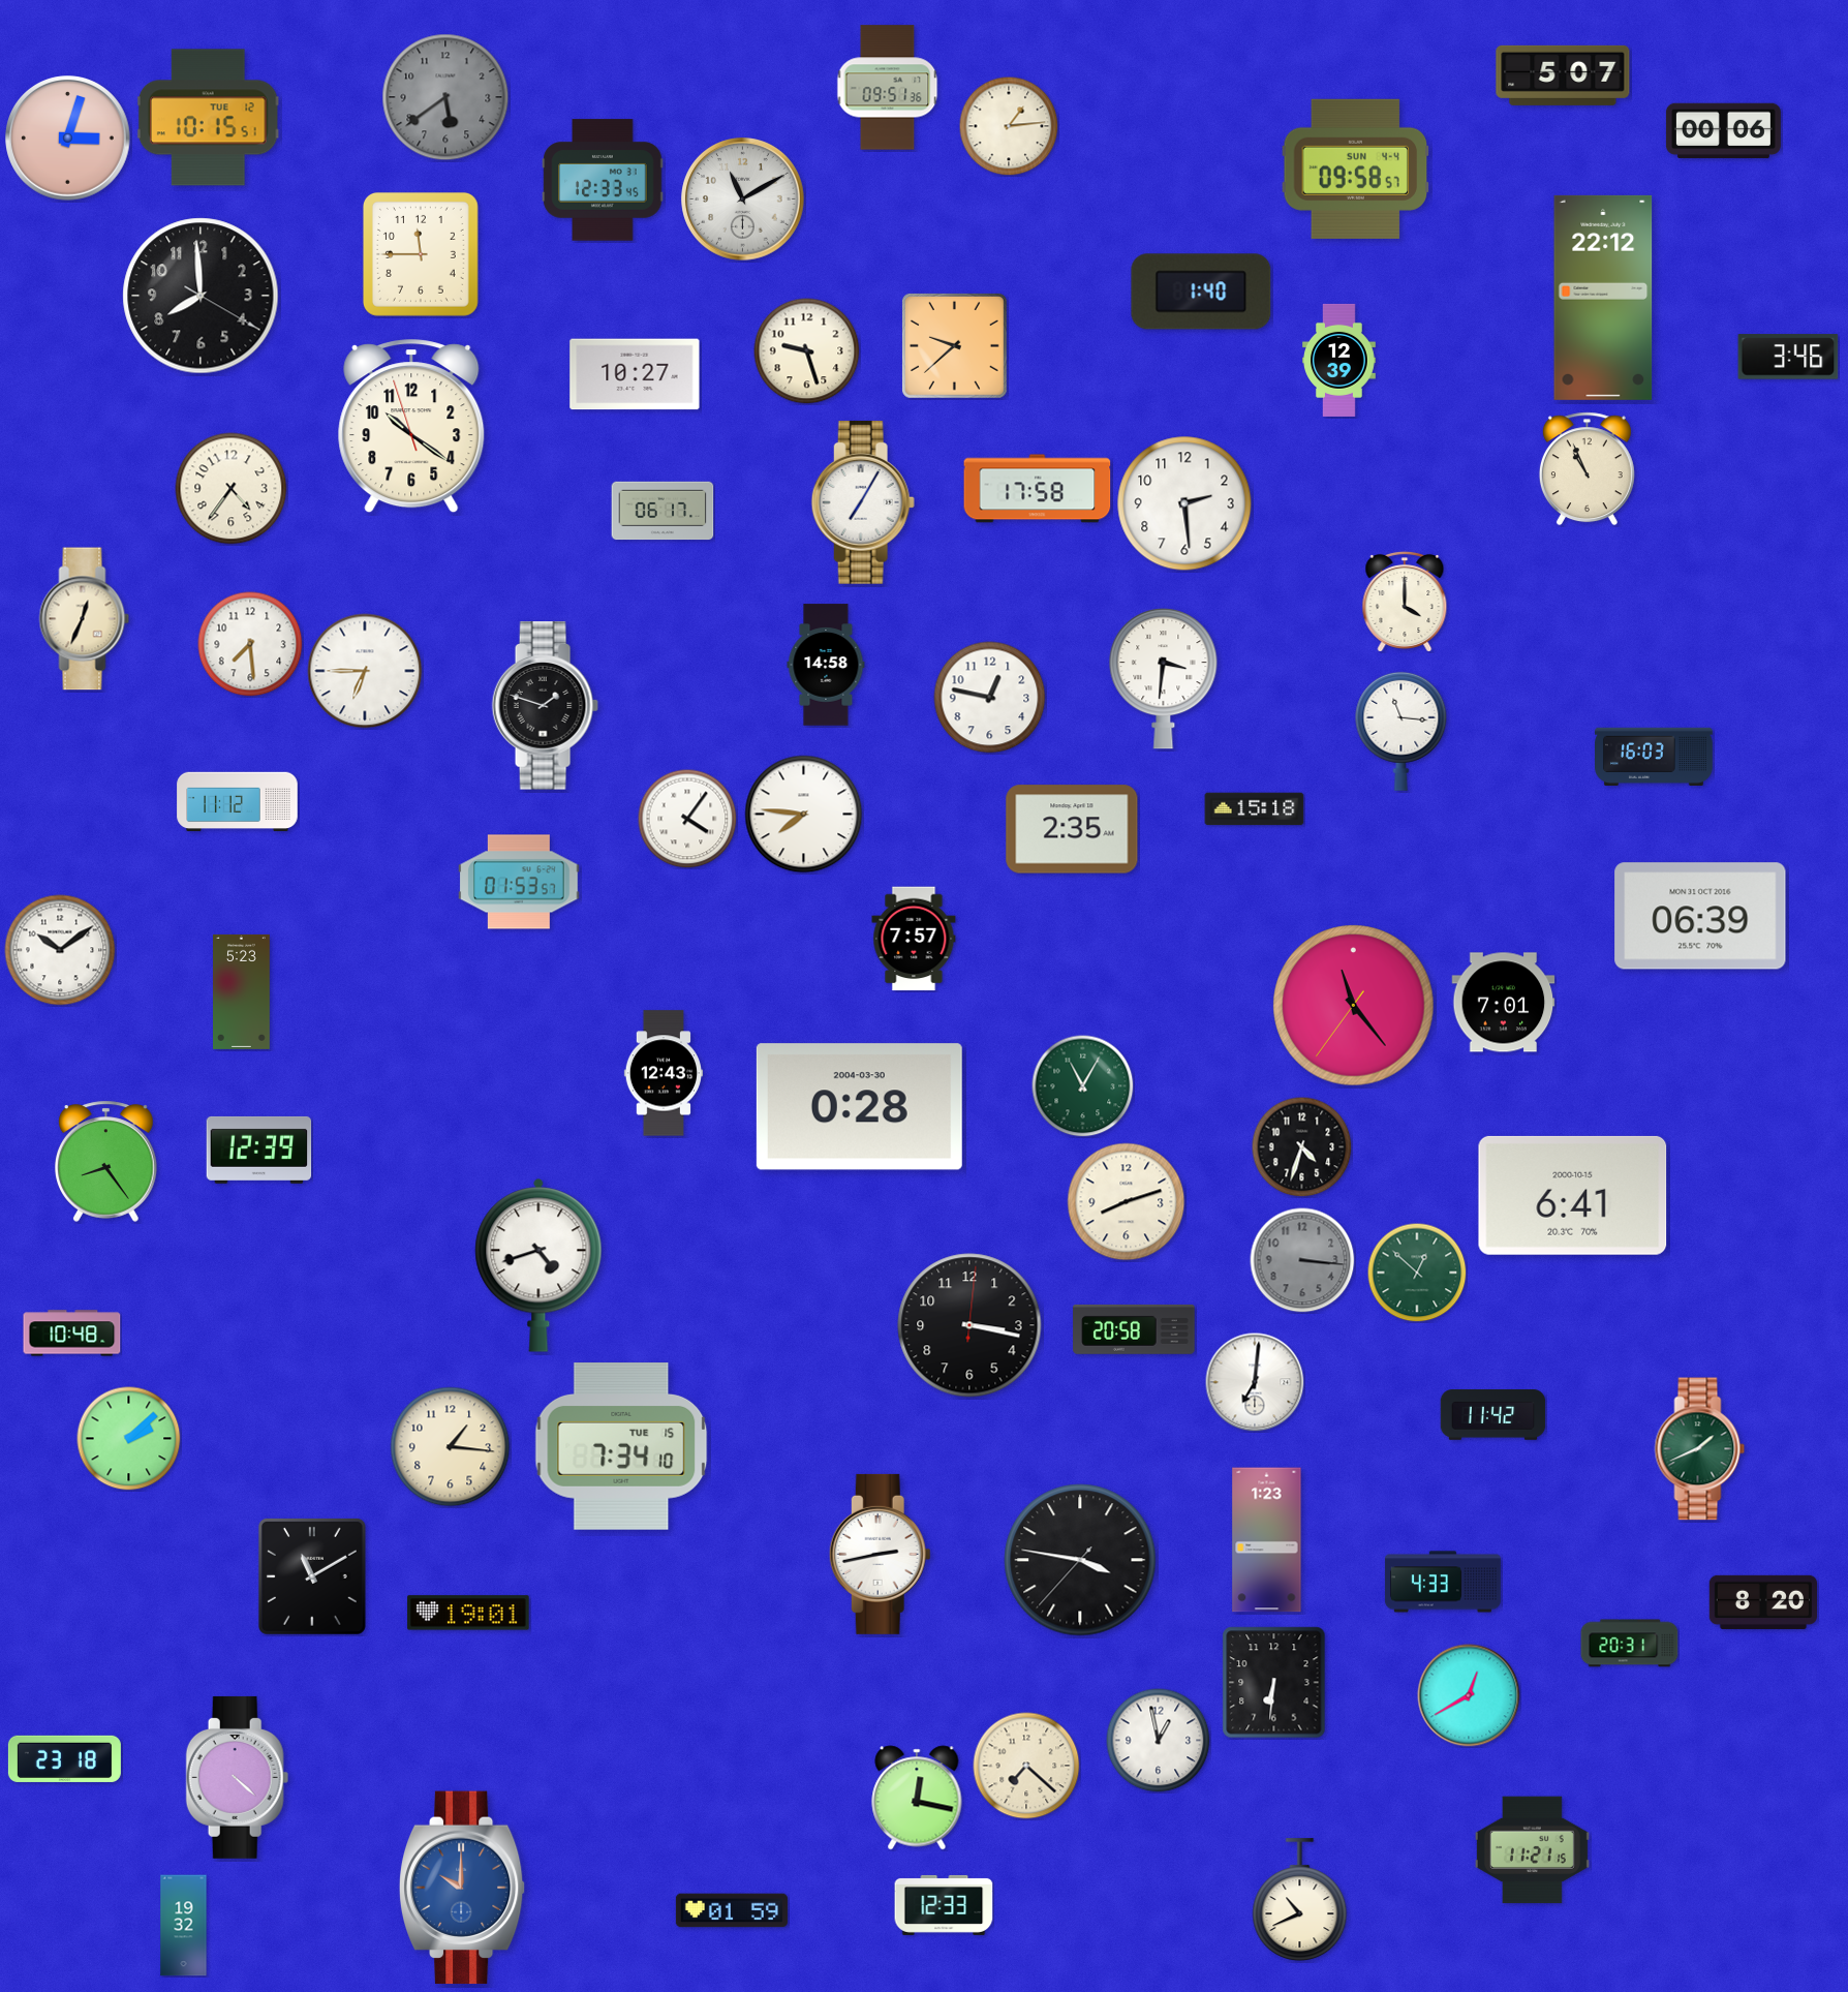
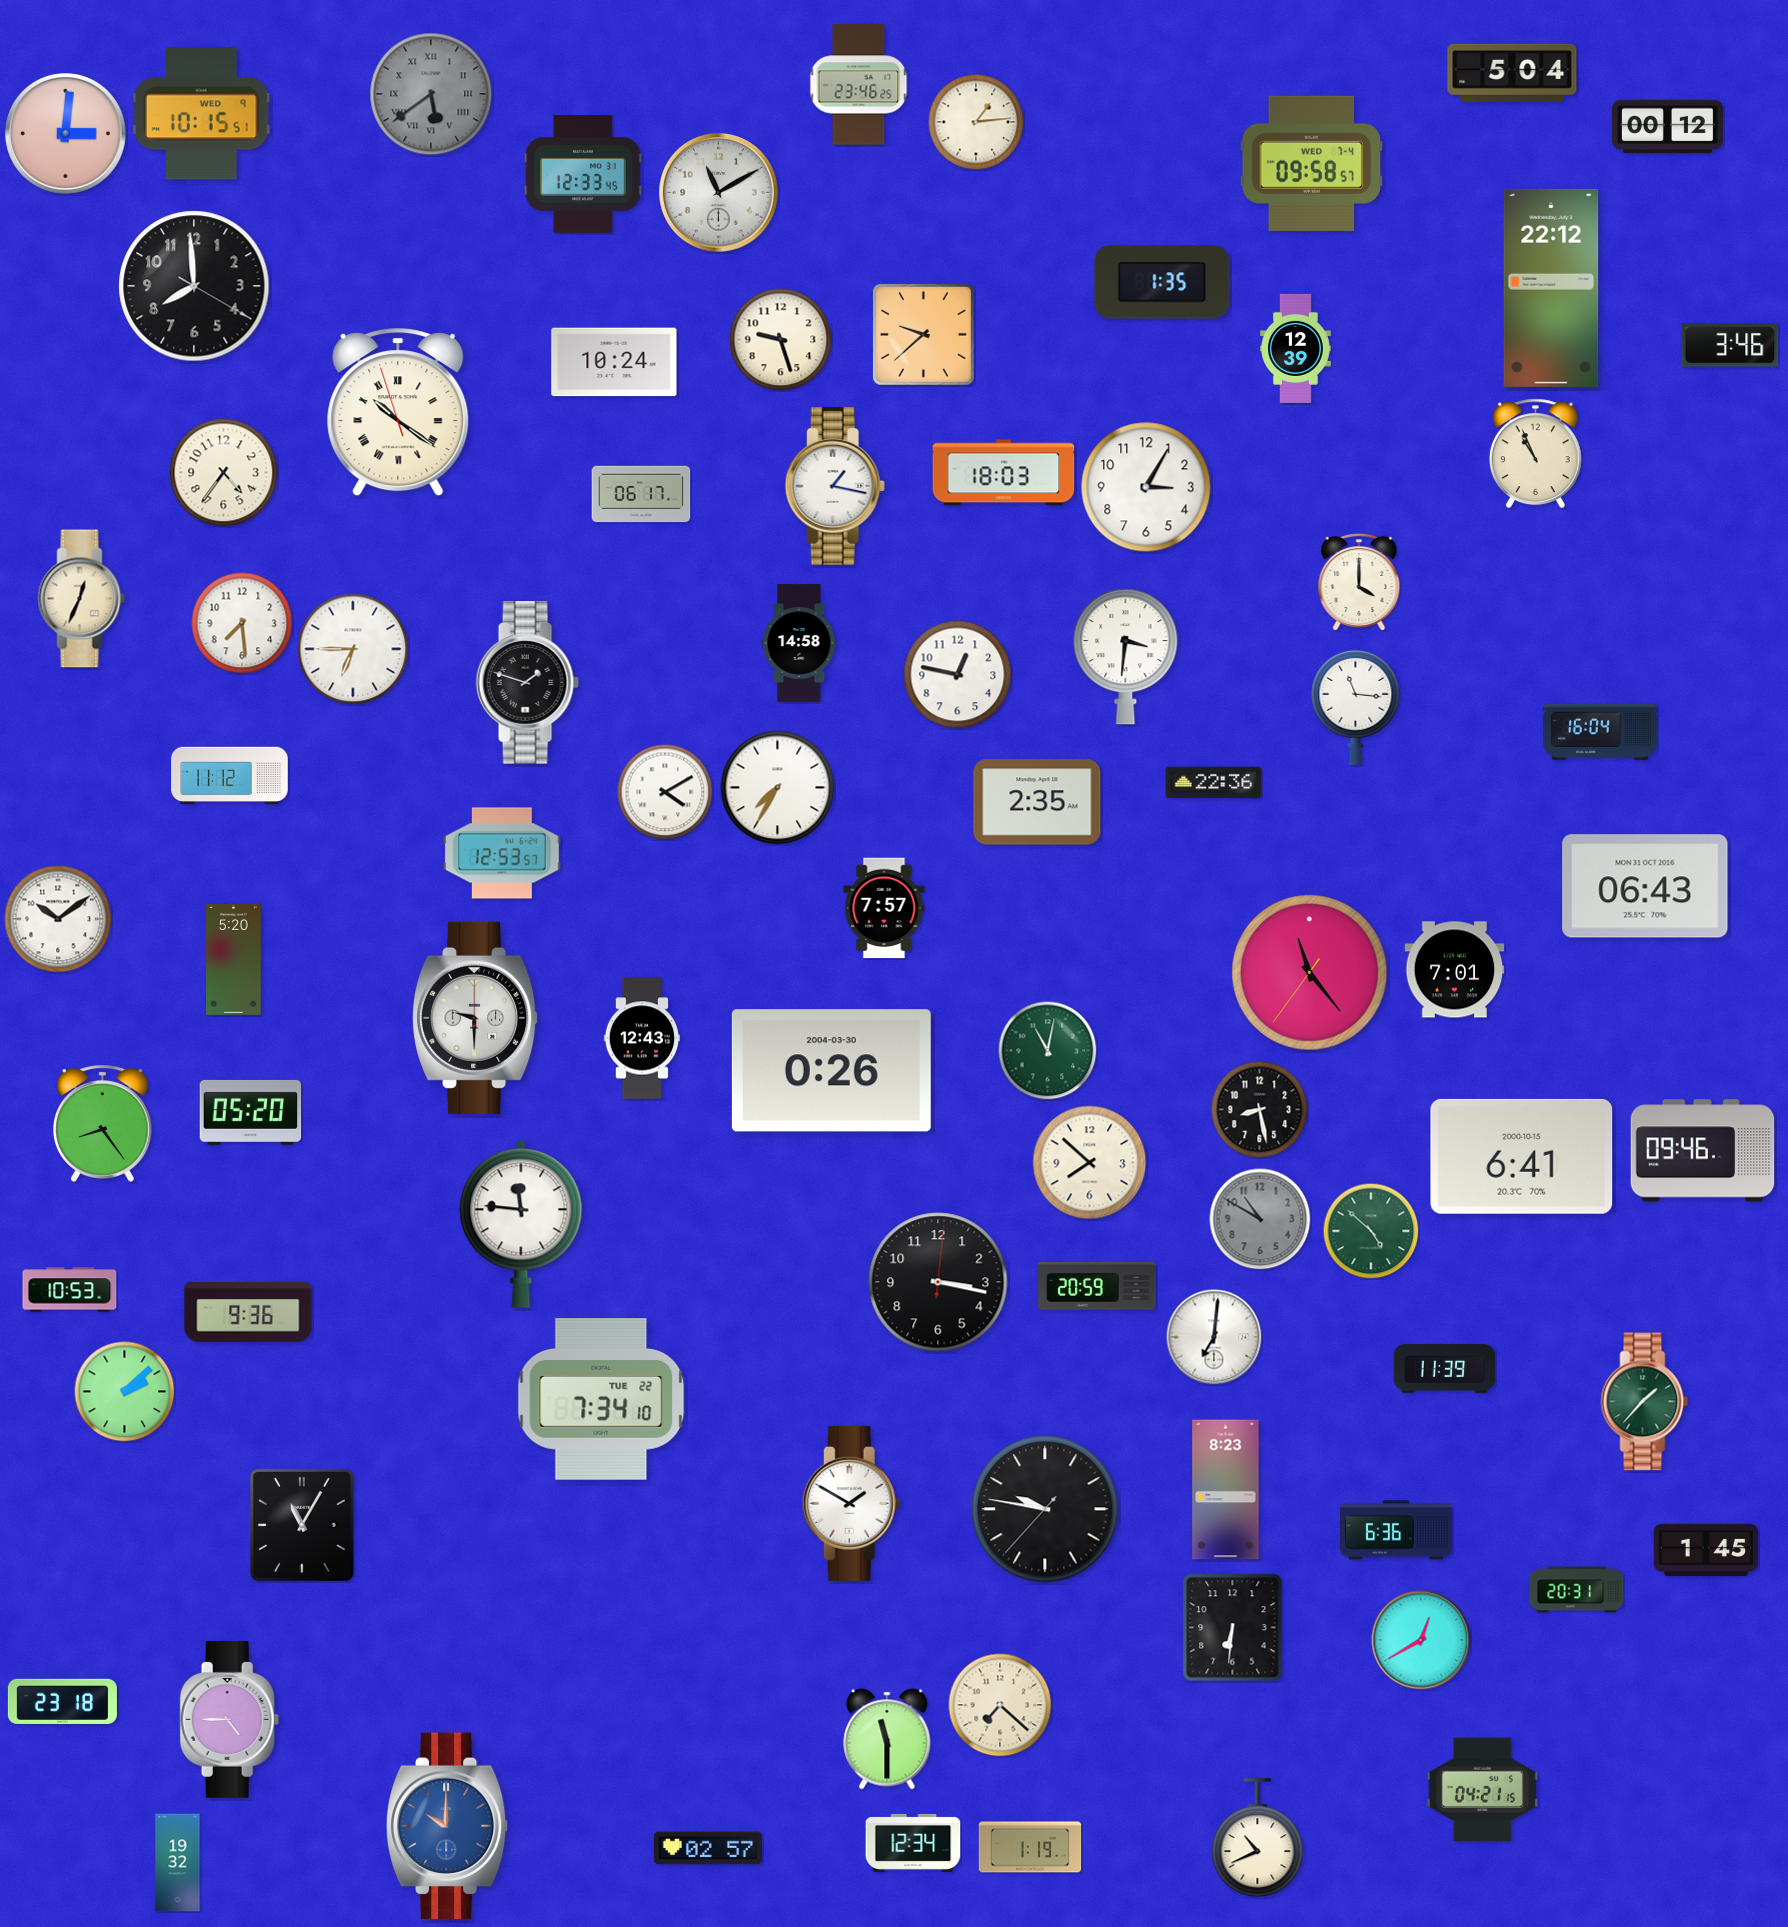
clock at (1563, 75): 5:07 -> 5:04
clock at (888, 88): 09:51 -> 23:46
clock at (445, 97) numerals: Arabic -> Roman
clock at (208, 118) date: TUE 12 -> WED 9
clock at (1723, 131): 00:06 -> 00:12
clock at (68, 139): 3:03 -> 3:01
clock at (1356, 168) date: SUN 4-4 -> WED 7-4
clock at (421, 254): 11:45 -> none
clock at (1201, 292): 1:40 -> 1:35
clock at (635, 374): 10:27 -> 10:24
clock at (411, 427) numerals: Arabic -> Roman
clock at (1038, 489): 17:58 -> 18:03
clock at (863, 502): 7:05 -> 1:17
clock at (1184, 503): 2:29 -> 3:05
clock at (1655, 756): 16:03 -> 16:04
clock at (1255, 809): 15:18 -> 22:36
clock at (804, 815): 7:46 -> 7:35
clock at (687, 819): 4:06 -> 4:10
clock at (519, 882): 01:53 -> 12:53
clock at (1700, 916): 06:39 -> 06:43
clock at (242, 991): 5:23 -> 5:20
clock at (476, 1018): none -> 9:30
clock at (1083, 1086): 11:05 -> 11:02
clock at (859, 1107): 0:28 -> 0:26
clock at (1301, 1146): 4:33 -> 8:28
clock at (259, 1150): 12:39 -> 05:20
clock at (1703, 1151): none -> 09:46
clock at (1127, 1202): 8:12 -> 7:52
clock at (1302, 1260): 3:16 -> 10:50
clock at (538, 1265): 4:42 -> 11:46
clock at (1417, 1273): 12:52 -> 4:52
clock at (1134, 1329): 20:58 -> 20:59
clock at (72, 1334): 10:48 -> 10:53
clock at (248, 1312): none -> 9:36
clock at (1493, 1415): 11:42 -> 11:39
clock at (621, 1446) date: TUE 15 -> TUE 22
clock at (451, 1447): 1:16 -> none
clock at (1700, 1449): 1:41 -> 1:37
clock at (1267, 1540): 1:23 -> 8:23
clock at (880, 1554): 2:43 -> 1:50
clock at (1080, 1560): 3:46 -> 9:46
clock at (312, 1576): 11:10 -> 11:05
clock at (1443, 1582): 4:33 -> 6:36
clock at (1763, 1602): 8:20 -> 1:45
clock at (468, 1613): 19:01 -> none
clock at (1159, 1741): 12:58 -> none
clock at (1026, 1766) position: (1026, 1766) -> (1000, 1705)
clock at (238, 1777): 4:22 -> 4:45
clock at (917, 1798): 12:17 -> 11:30
clock at (1532, 1850): 11:21 -> 04:21
clock at (944, 1905): 12:33 -> 12:34
clock at (1030, 1847): none -> 1:19
clock at (732, 1910): 01:59 -> 02:57
